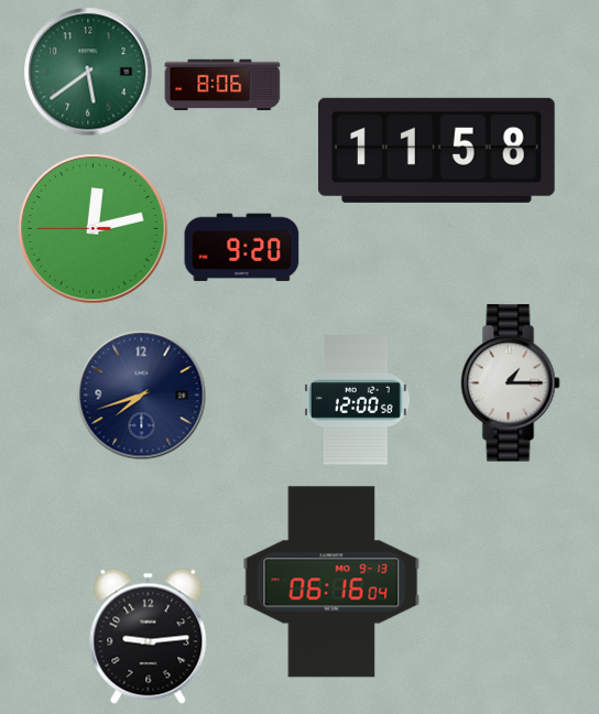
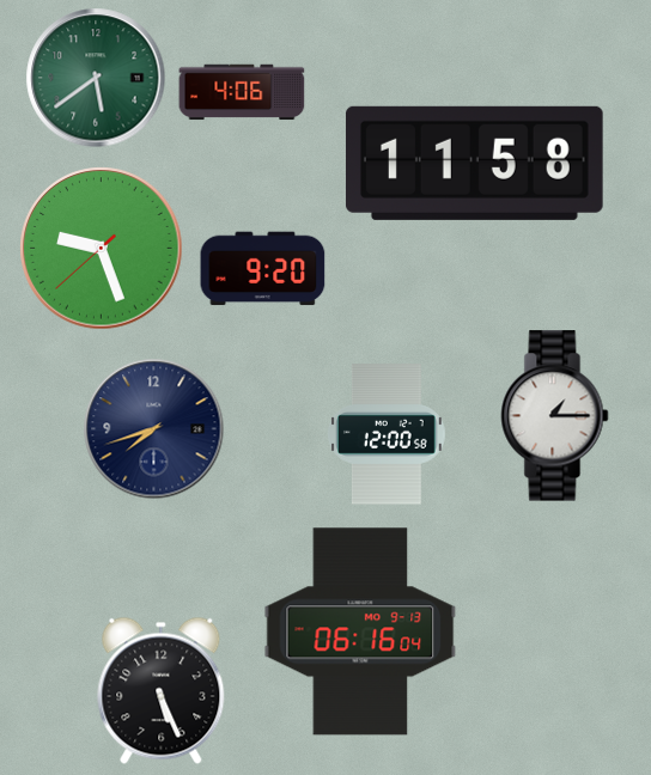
clock at (222, 85): 8:06 -> 4:06
clock at (94, 229): 12:12 -> 9:26
clock at (149, 636): 9:14 -> 5:26
